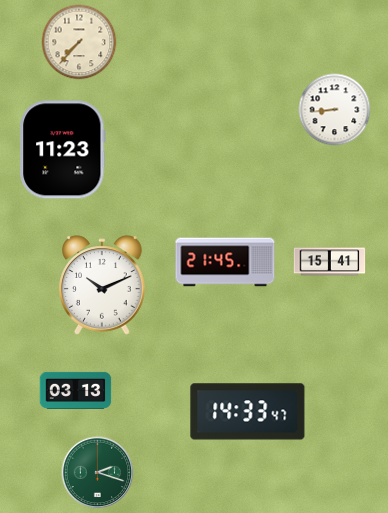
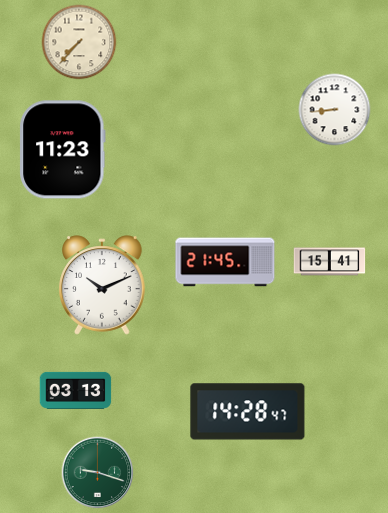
clock at (248, 412): 14:33 -> 14:28
clock at (98, 473): 2:18 -> 9:18
